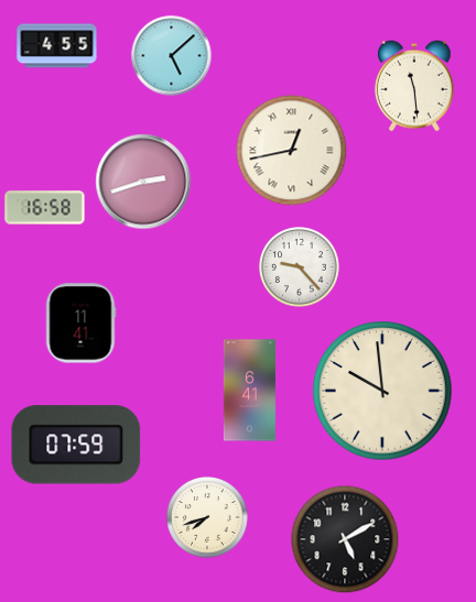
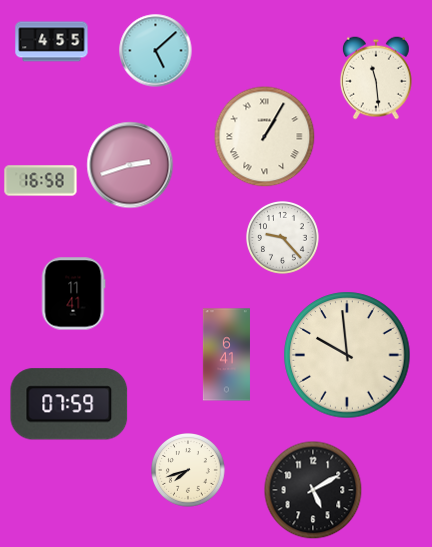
clock at (292, 151): 12:43 -> 1:05
clock at (45, 208) position: (45, 208) -> (41, 181)
clock at (300, 267) position: (300, 267) -> (283, 238)
